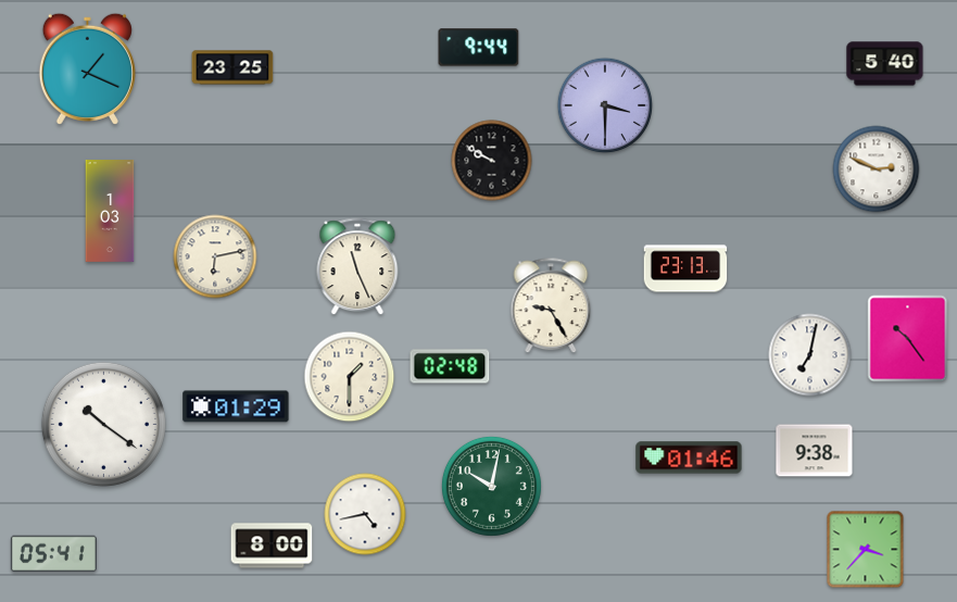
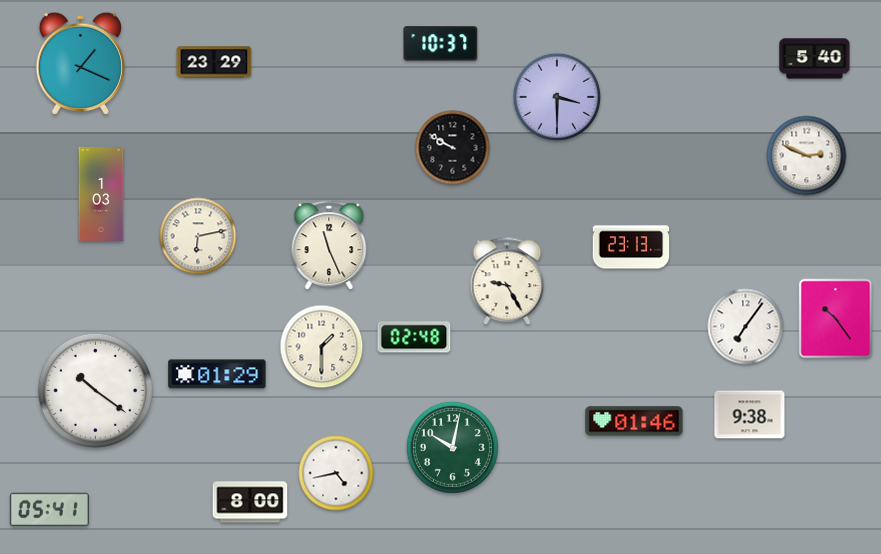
clock at (479, 48): 9:44 -> 10:37
clock at (232, 67): 23:25 -> 23:29
clock at (908, 339) position: (908, 339) -> (836, 319)
clock at (810, 355): 7:02 -> 7:06
clock at (866, 550): 3:37 -> none
